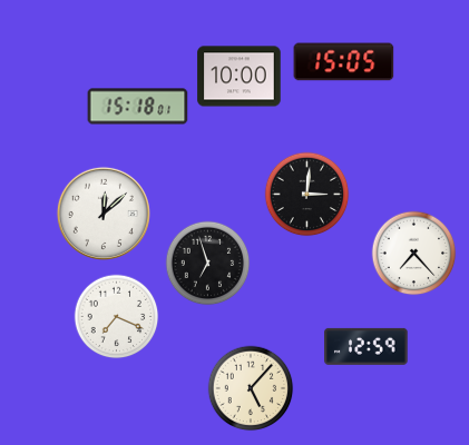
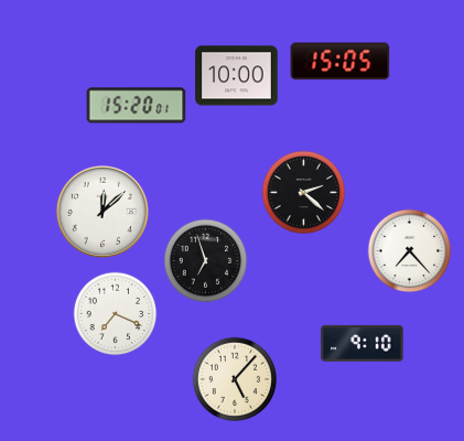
clock at (138, 107): 15:18 -> 15:20
clock at (307, 195): 3:01 -> 2:22
clock at (367, 346): 12:59 -> 9:10
clock at (251, 388) position: (251, 388) -> (235, 379)
